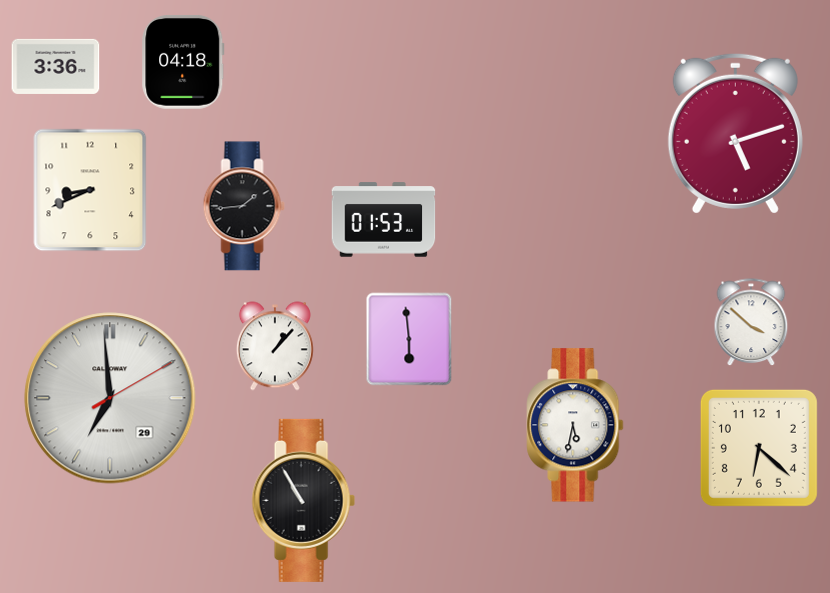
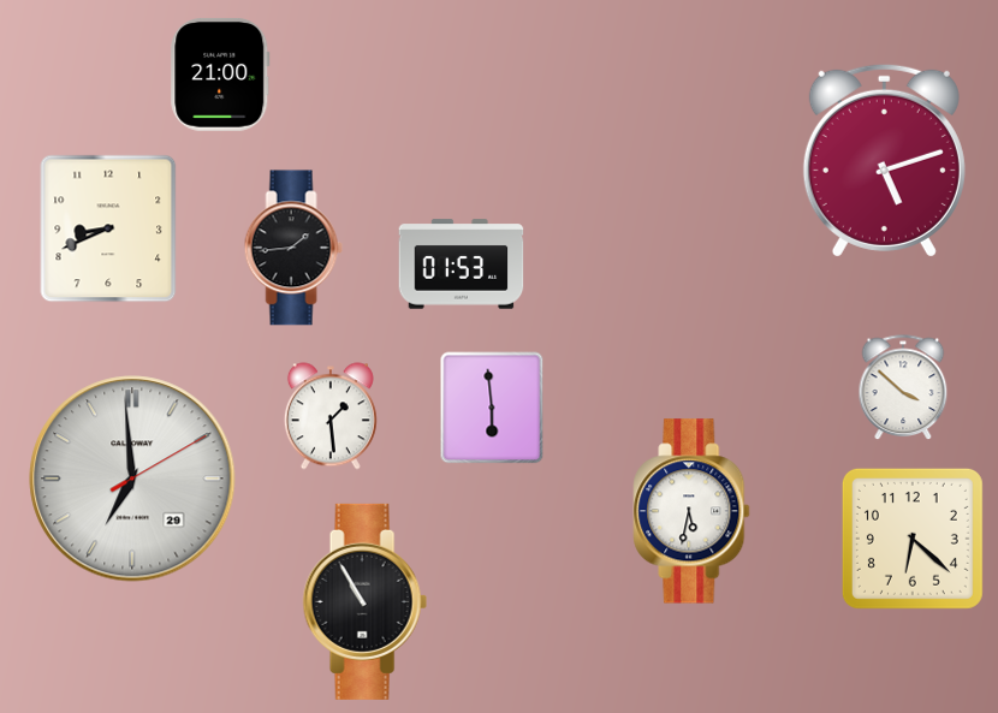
clock at (183, 62): 04:18 -> 21:00
clock at (56, 66): 3:36 -> none
clock at (275, 346): 1:07 -> 1:29
